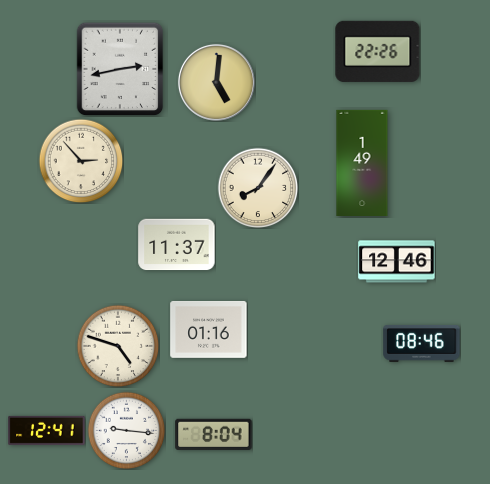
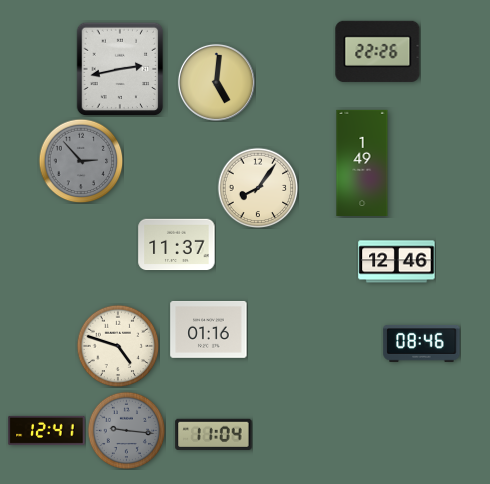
clock at (81, 161) dial: cream -> grey
clock at (126, 430) dial: white -> grey
clock at (214, 434): 8:04 -> 11:04
